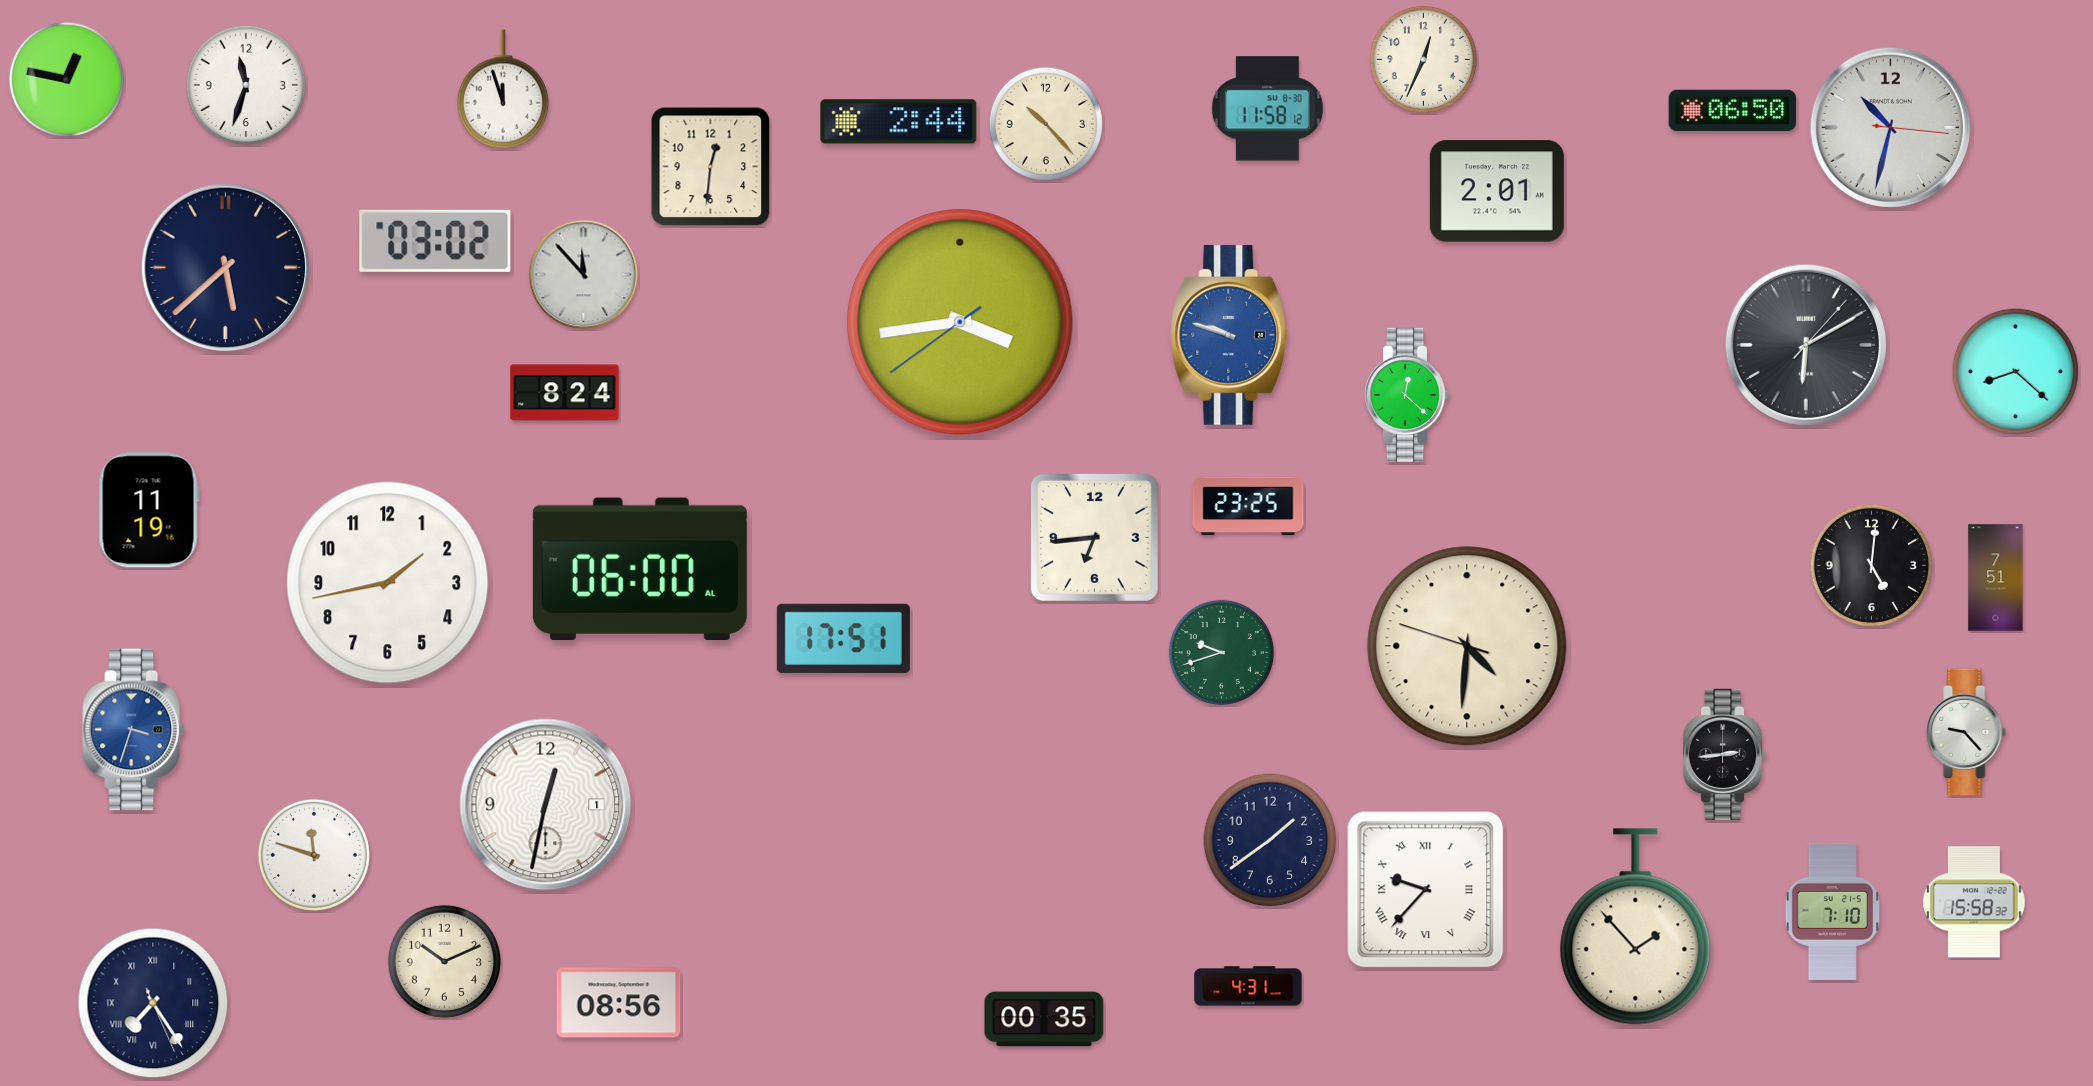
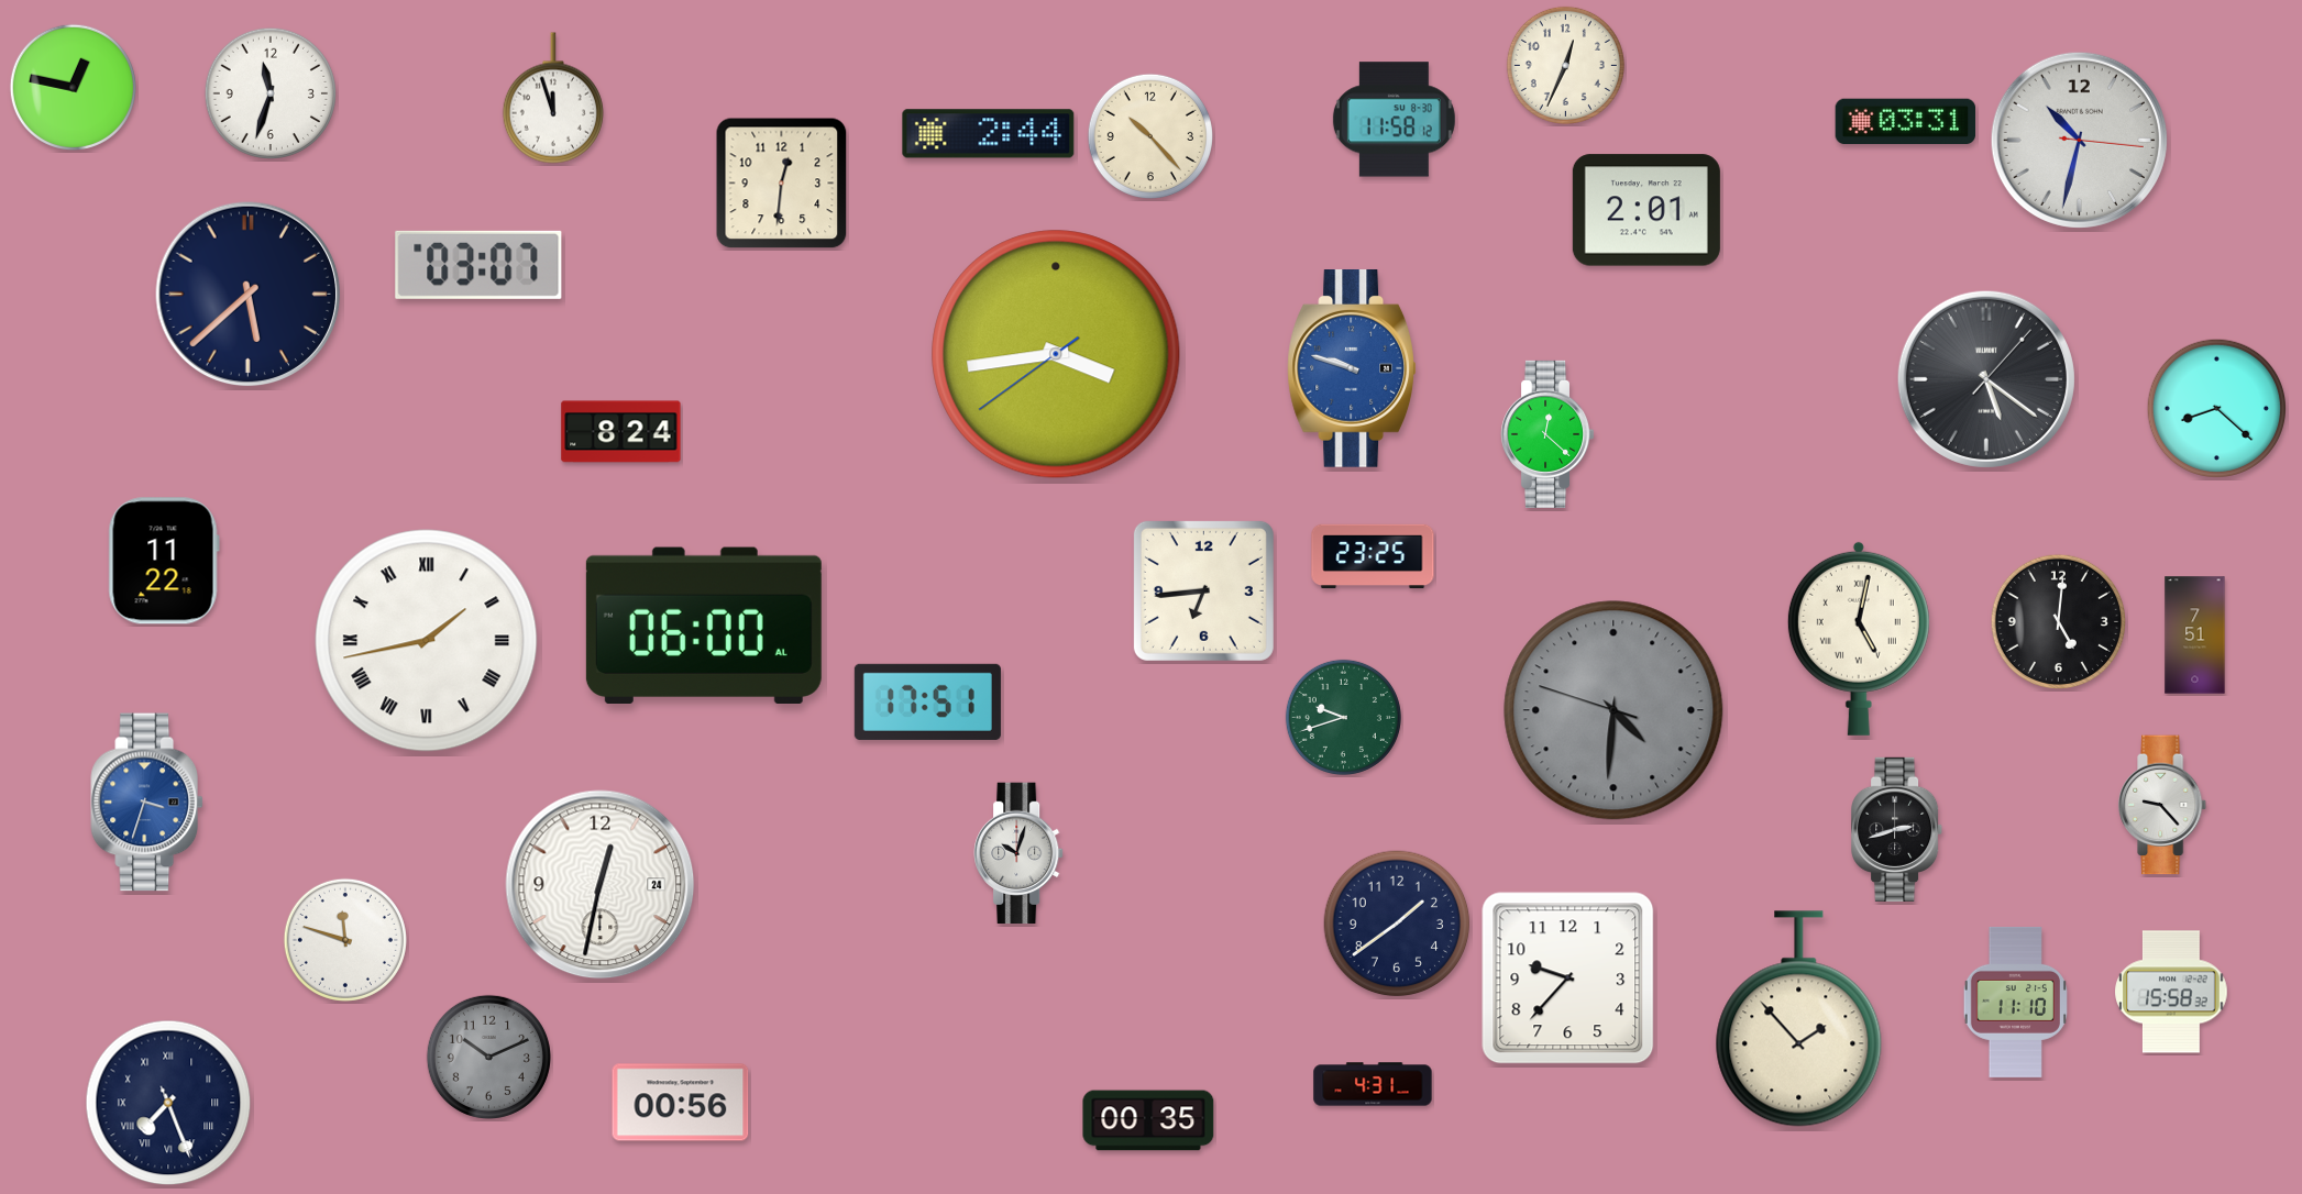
clock at (1733, 111): 06:50 -> 03:31
clock at (435, 241): 03:02 -> 03:07
clock at (584, 275): 11:53 -> none
clock at (1806, 345): 6:10 -> 5:21
clock at (149, 510): 11:19 -> 11:22
clock at (1859, 639): none -> 5:02
clock at (388, 583) numerals: Arabic -> Roman
clock at (1467, 646) dial: cream -> grey
clock at (1725, 754): 2:44 -> 2:42
clock at (1018, 853): none -> 10:03
clock at (546, 805) date: 1 -> 24
clock at (1426, 890) numerals: Roman -> Arabic
clock at (1832, 911): 7:10 -> 11:10
clock at (444, 961) dial: cream -> grey
clock at (153, 1003): 7:24 -> 7:26
clock at (619, 1003): 08:56 -> 00:56
